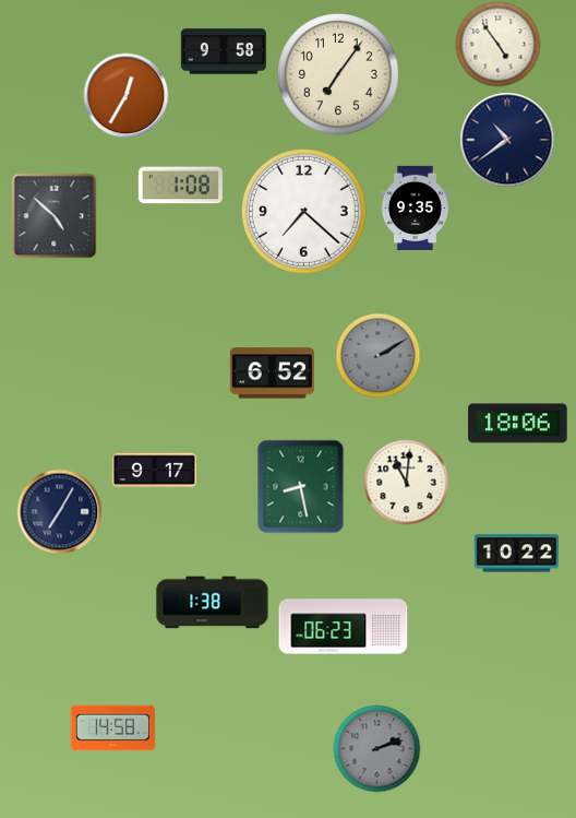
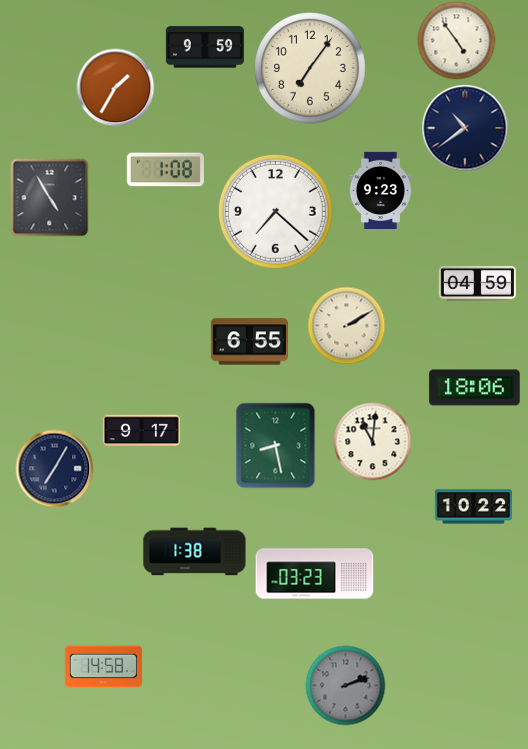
clock at (224, 51): 9:58 -> 9:59
clock at (125, 95): 12:35 -> 1:35
clock at (415, 208): 9:35 -> 9:23
clock at (303, 211) position: (303, 211) -> (275, 211)
clock at (53, 215): 4:52 -> 4:55
clock at (477, 283): none -> 04:59
clock at (377, 355) dial: grey -> cream
clock at (272, 374): 6:52 -> 6:55
clock at (344, 627): 06:23 -> 03:23
